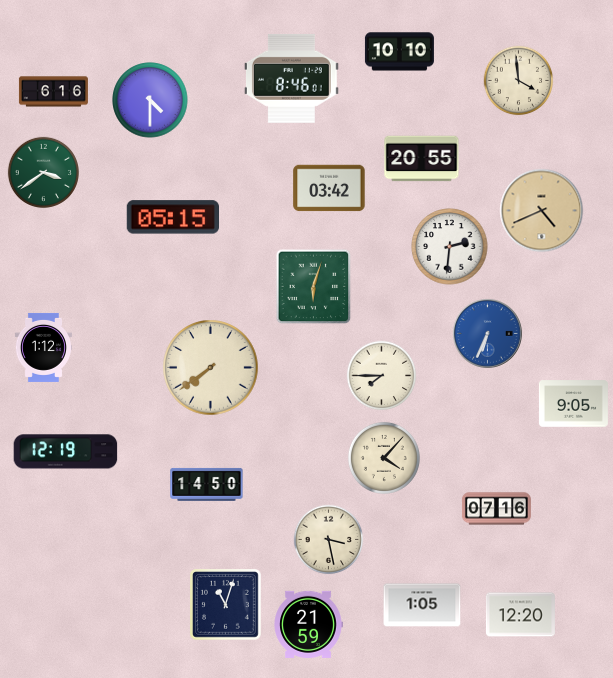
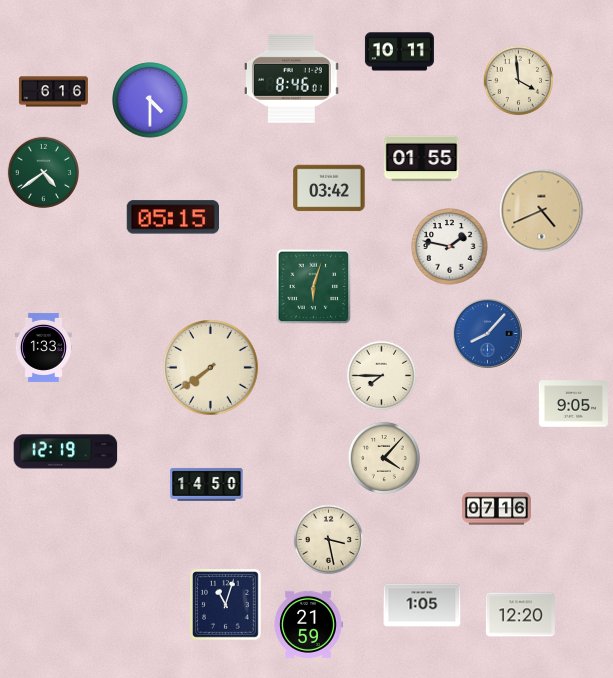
clock at (399, 52): 10:10 -> 10:11
clock at (422, 159): 20:55 -> 01:55
clock at (43, 172): 3:39 -> 4:39
clock at (450, 247): 2:31 -> 1:47
clock at (488, 334): 6:34 -> 8:07
clock at (43, 347): 1:12 -> 1:33
